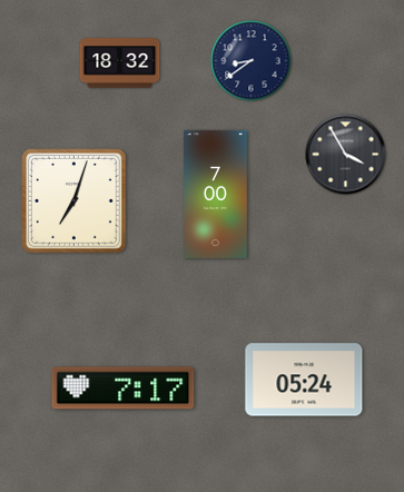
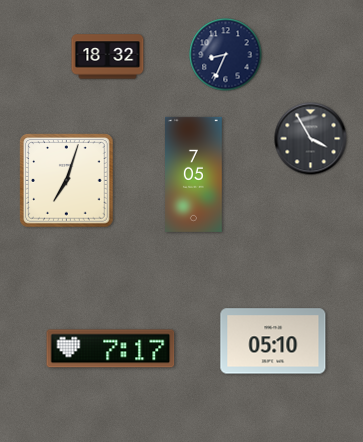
clock at (252, 61): 8:39 -> 8:34
clock at (216, 194): 7:00 -> 7:05
clock at (304, 380): 05:24 -> 05:10
